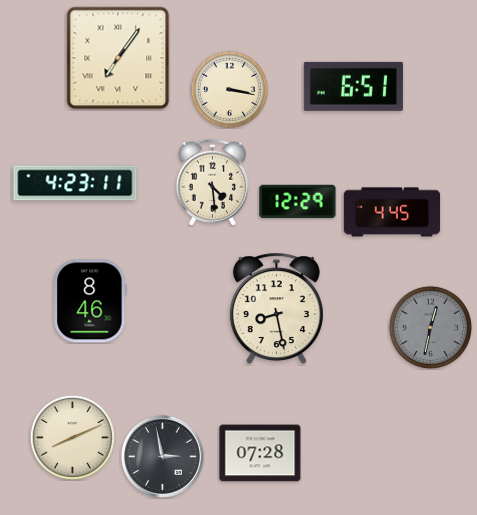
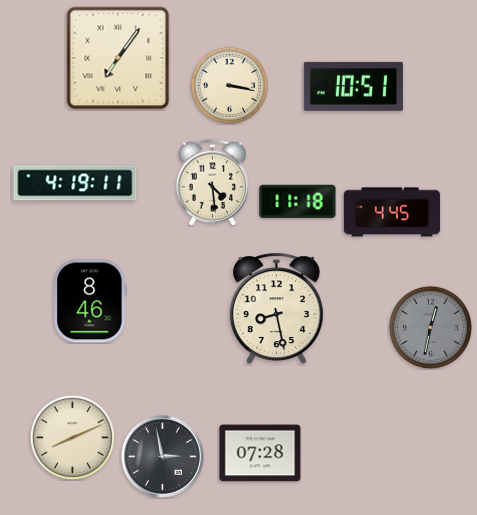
clock at (353, 86): 6:51 -> 10:51
clock at (229, 89) position: (229, 89) -> (229, 85)
clock at (75, 183): 4:23 -> 4:19
clock at (298, 202): 12:29 -> 11:18
